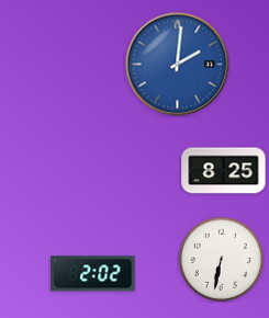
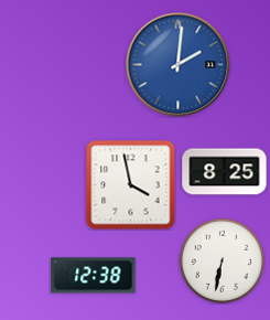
clock at (131, 185): none -> 3:58
clock at (93, 274): 2:02 -> 12:38
